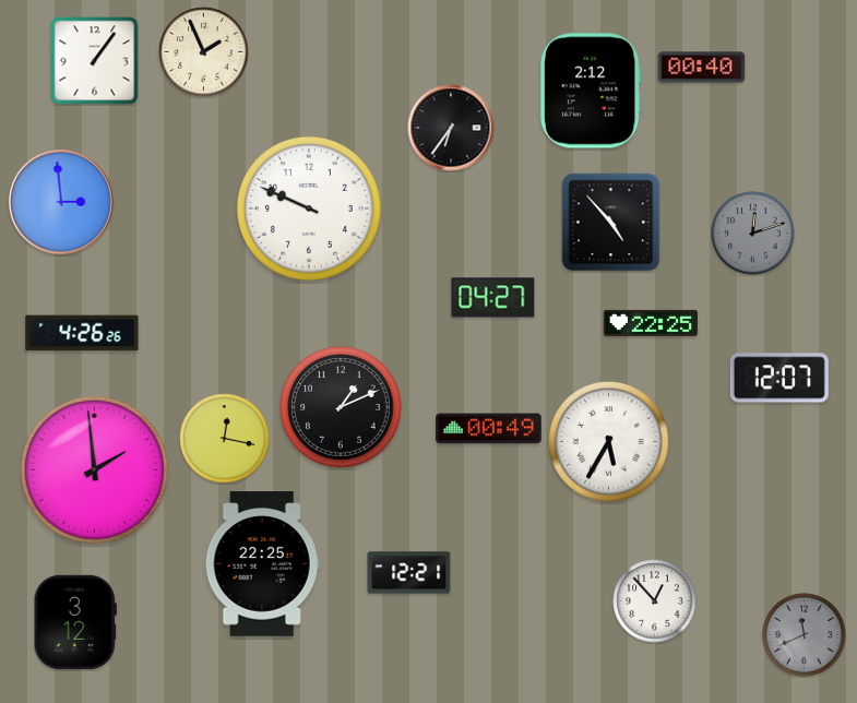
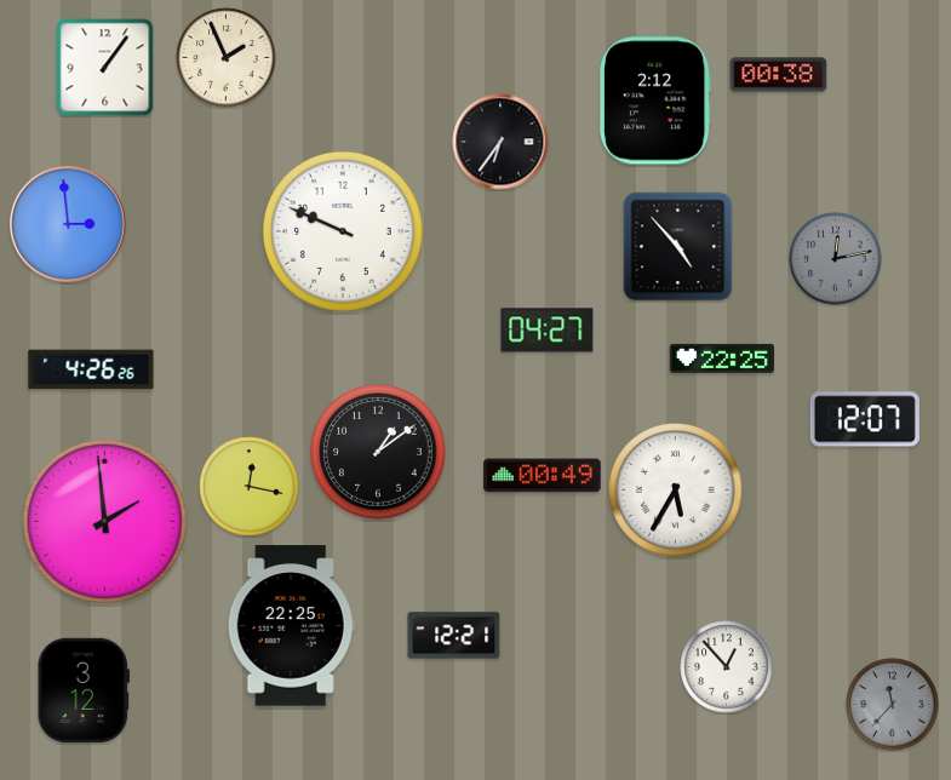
clock at (702, 68): 00:40 -> 00:38
clock at (753, 234): 12:12 -> 12:13
clock at (342, 408): 1:11 -> 1:09
clock at (805, 635): 11:41 -> 11:37
